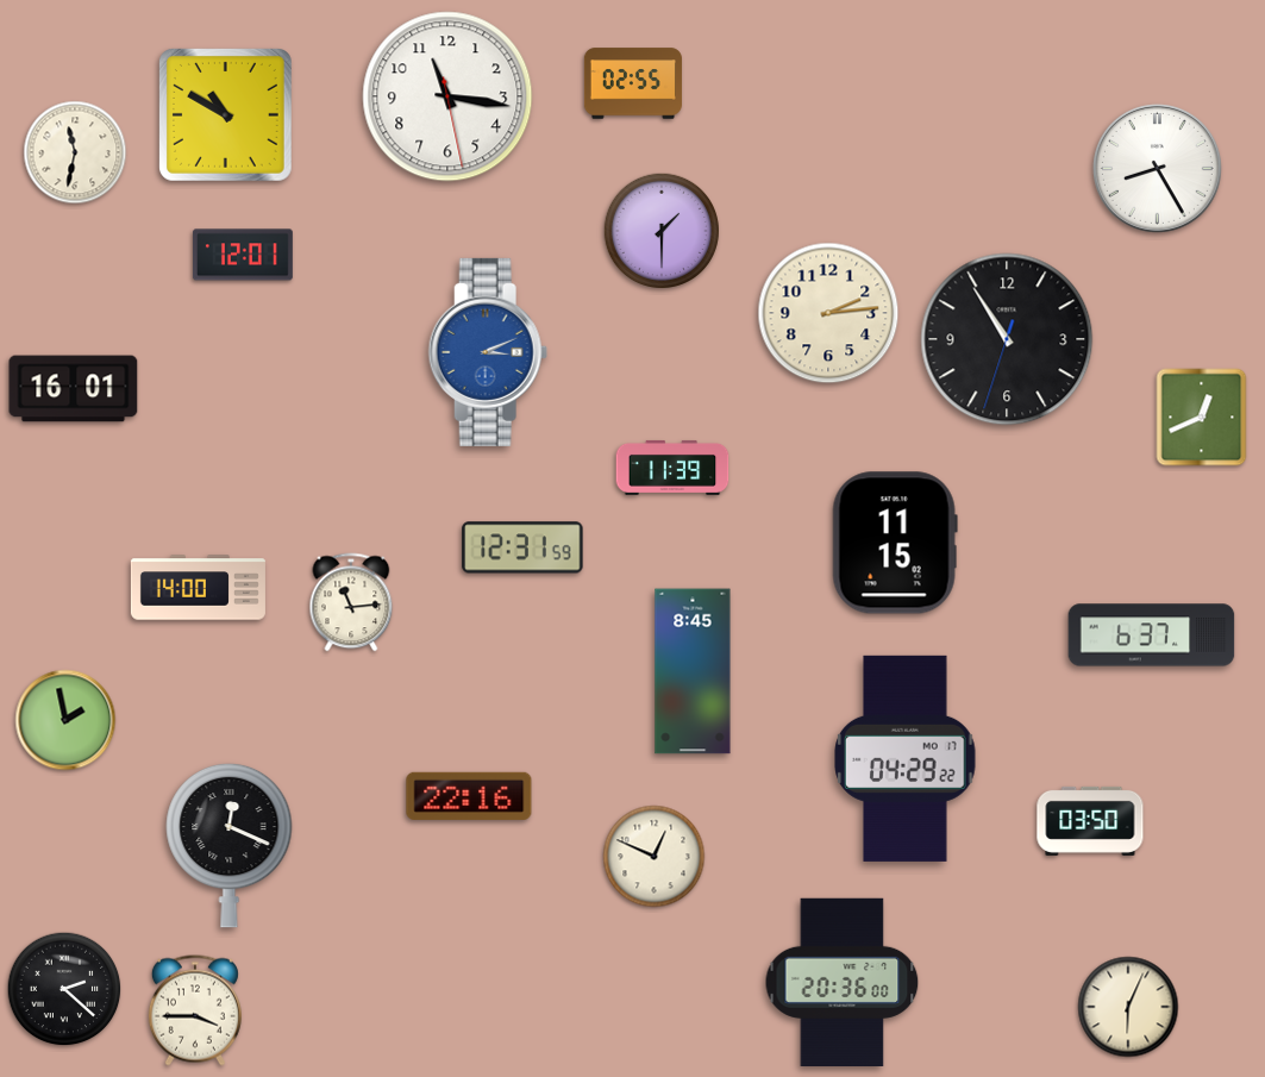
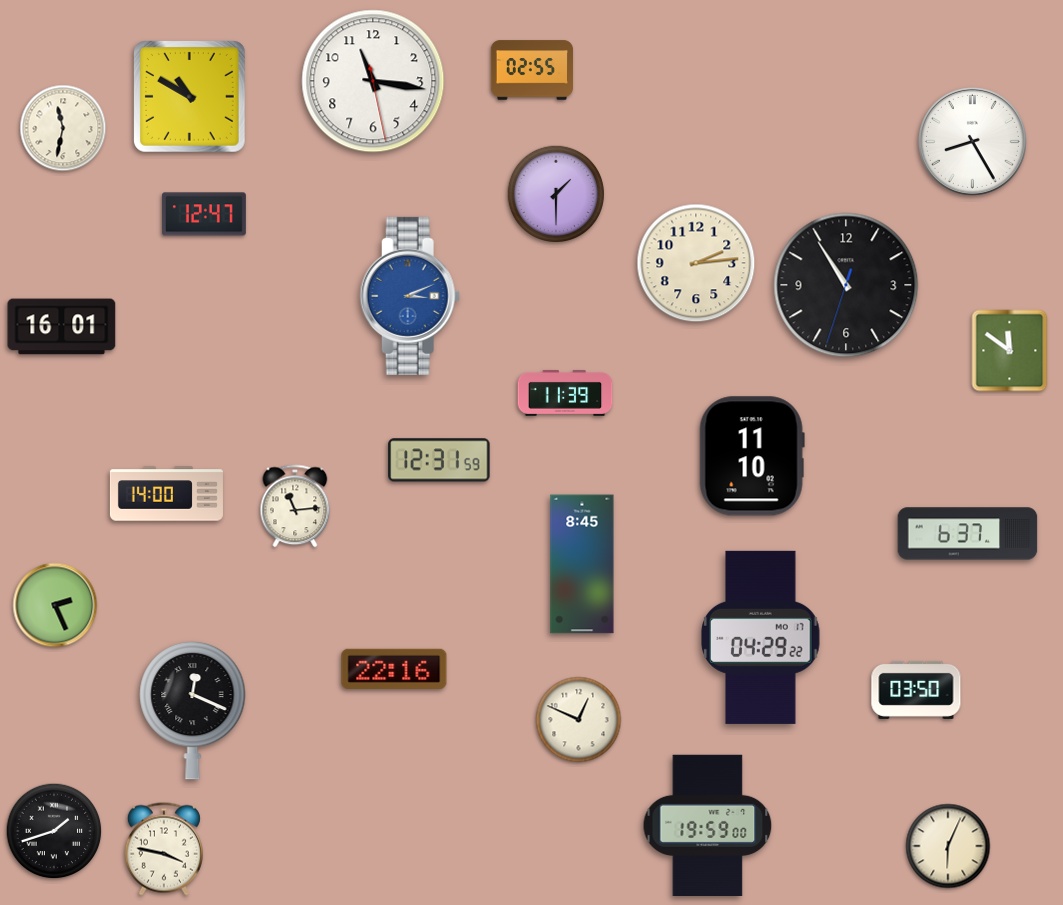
clock at (447, 96) position: (447, 96) -> (373, 81)
clock at (243, 255): 12:01 -> 12:47
clock at (1202, 418): 12:41 -> 11:51
clock at (895, 543): 11:15 -> 11:10
clock at (65, 720): 1:58 -> 2:26
clock at (655, 857) position: (655, 857) -> (579, 720)
clock at (843, 982): 20:36 -> 19:59
clock at (64, 989): 2:22 -> 1:42
clock at (195, 1010): 3:45 -> 3:47
